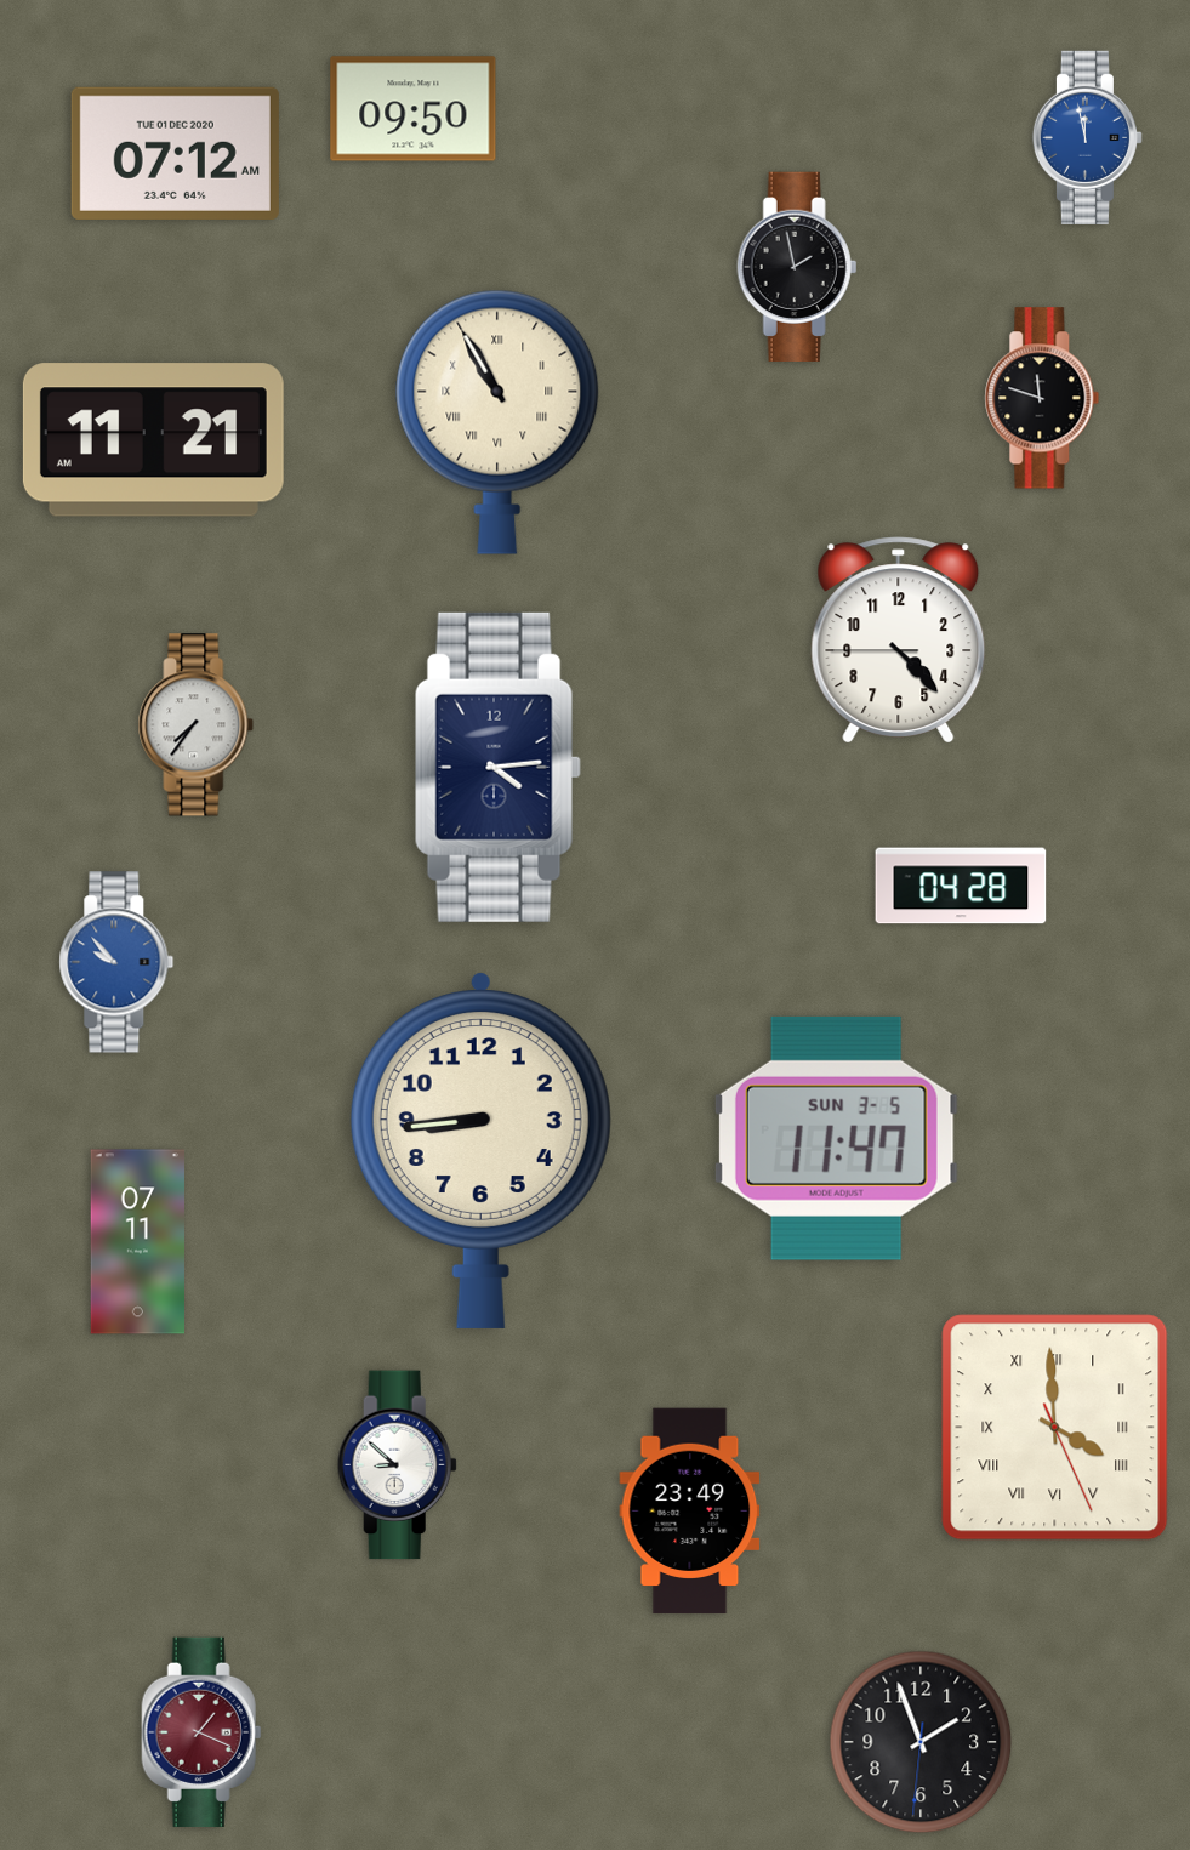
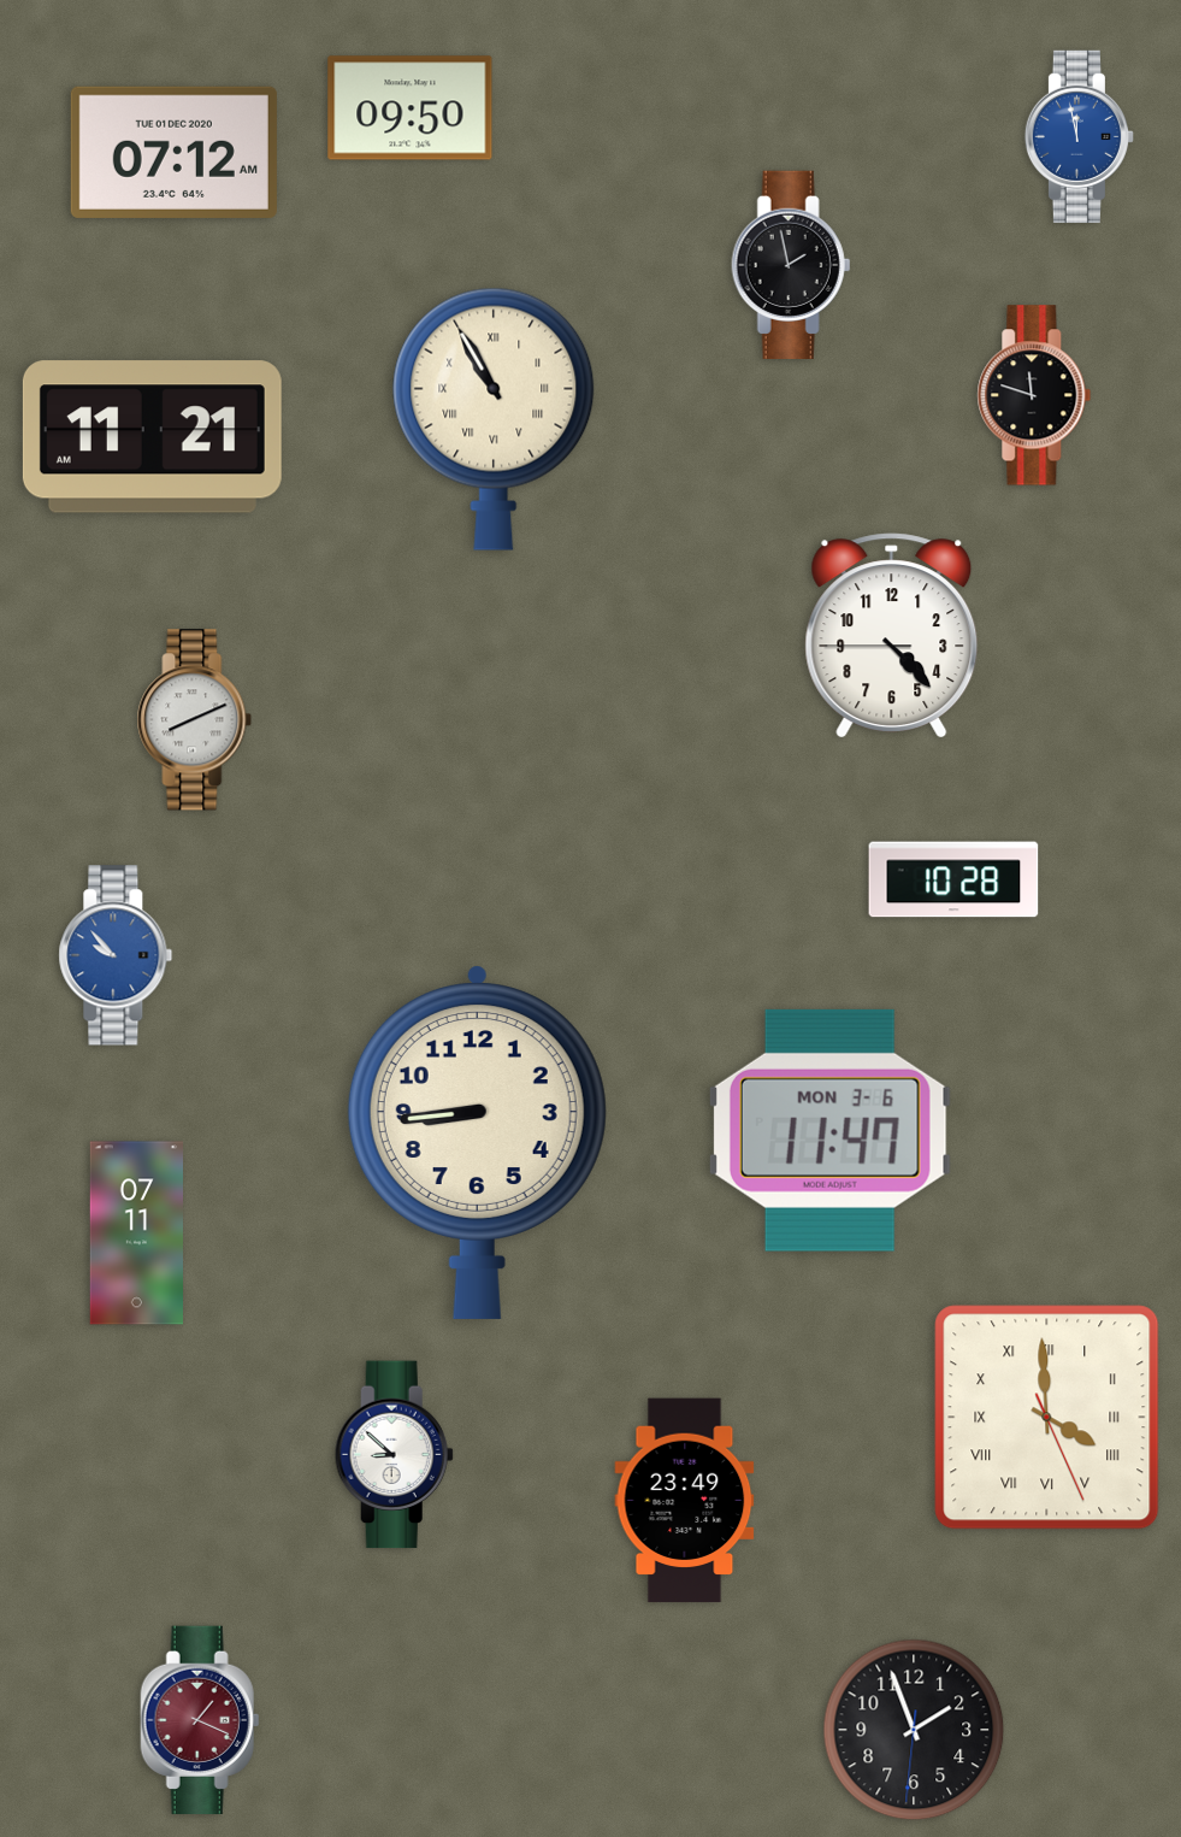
clock at (197, 725): 7:36 -> 8:11
clock at (497, 767): 4:14 -> none
clock at (961, 886): 04:28 -> 10:28
clock at (836, 1138) date: SUN 3-5 -> MON 3-6
